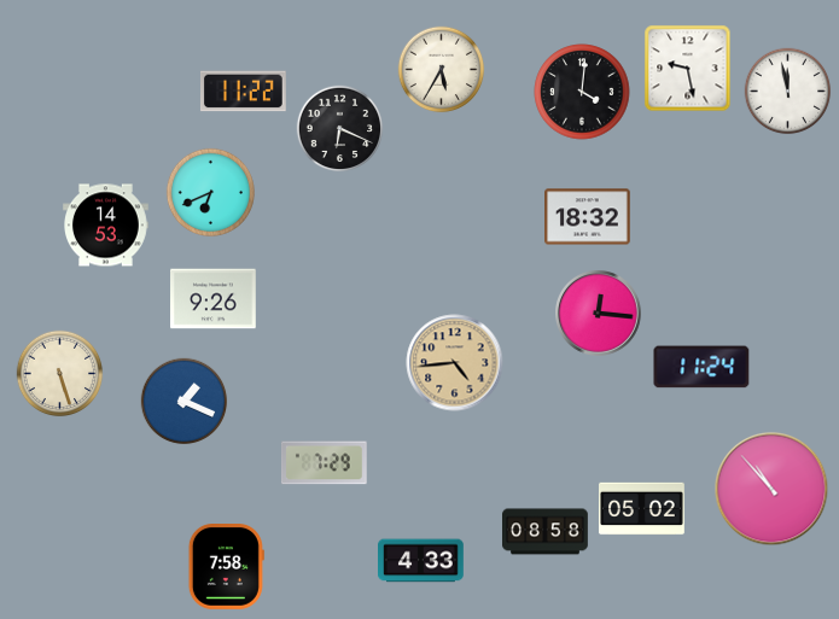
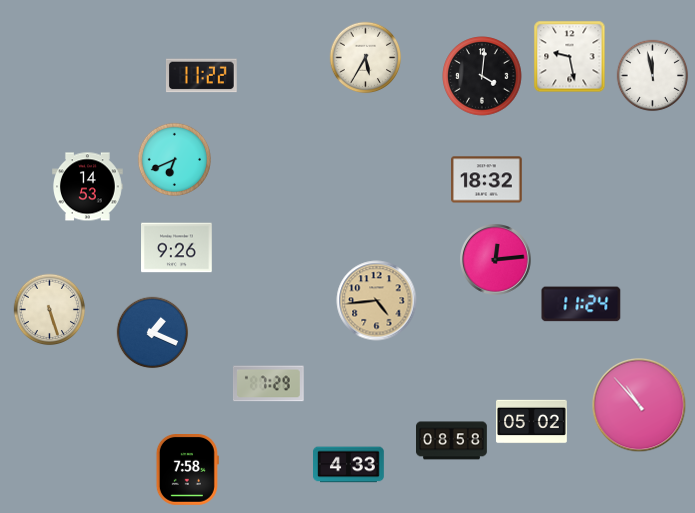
clock at (340, 129): 6:19 -> none
clock at (599, 314): 12:16 -> 12:14
